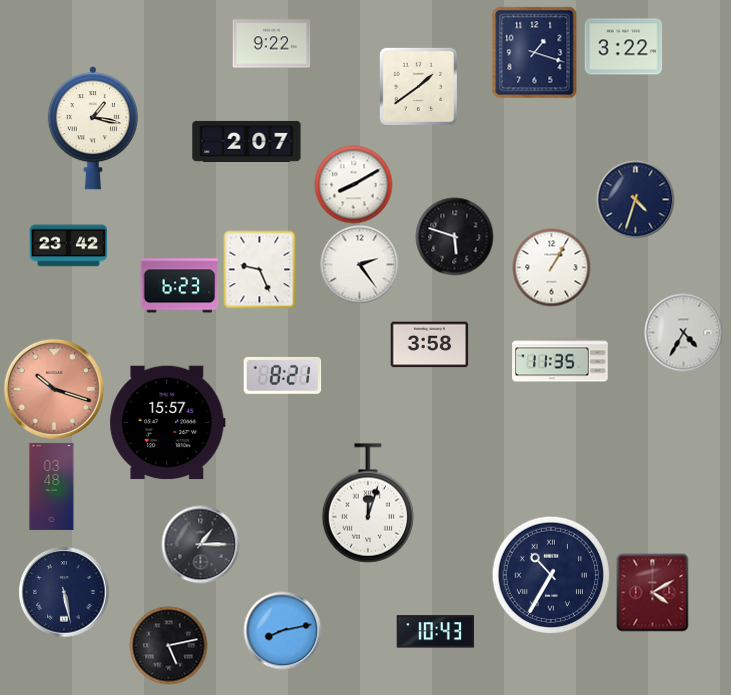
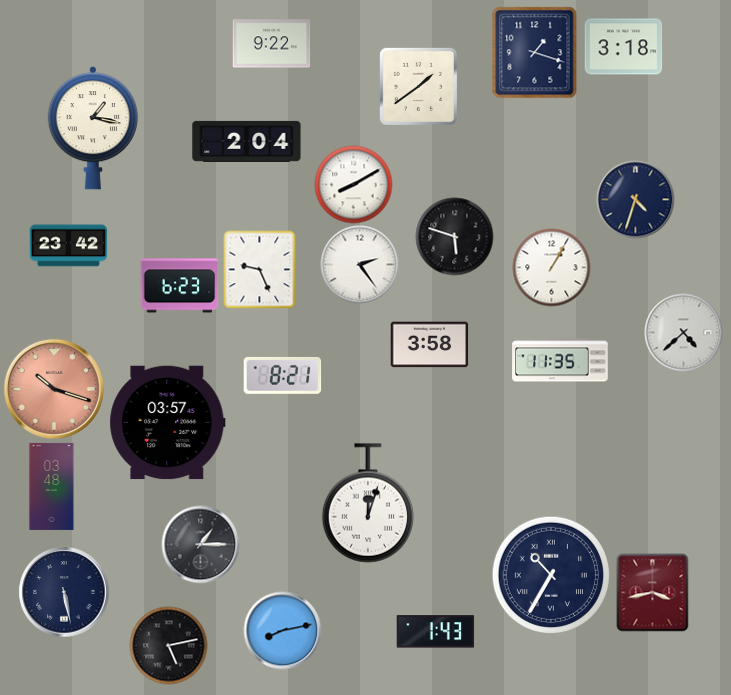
clock at (623, 47): 3:22 -> 3:18
clock at (247, 141): 2:07 -> 2:04
clock at (683, 332): 4:35 -> 4:38
clock at (168, 423): 15:57 -> 03:57
clock at (653, 592): 4:10 -> 3:43
clock at (435, 632): 10:43 -> 1:43
